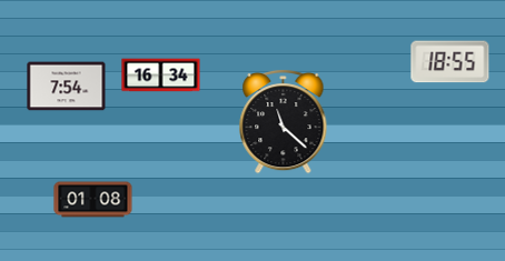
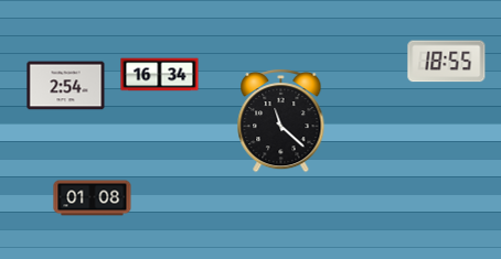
clock at (67, 87): 7:54 -> 2:54
